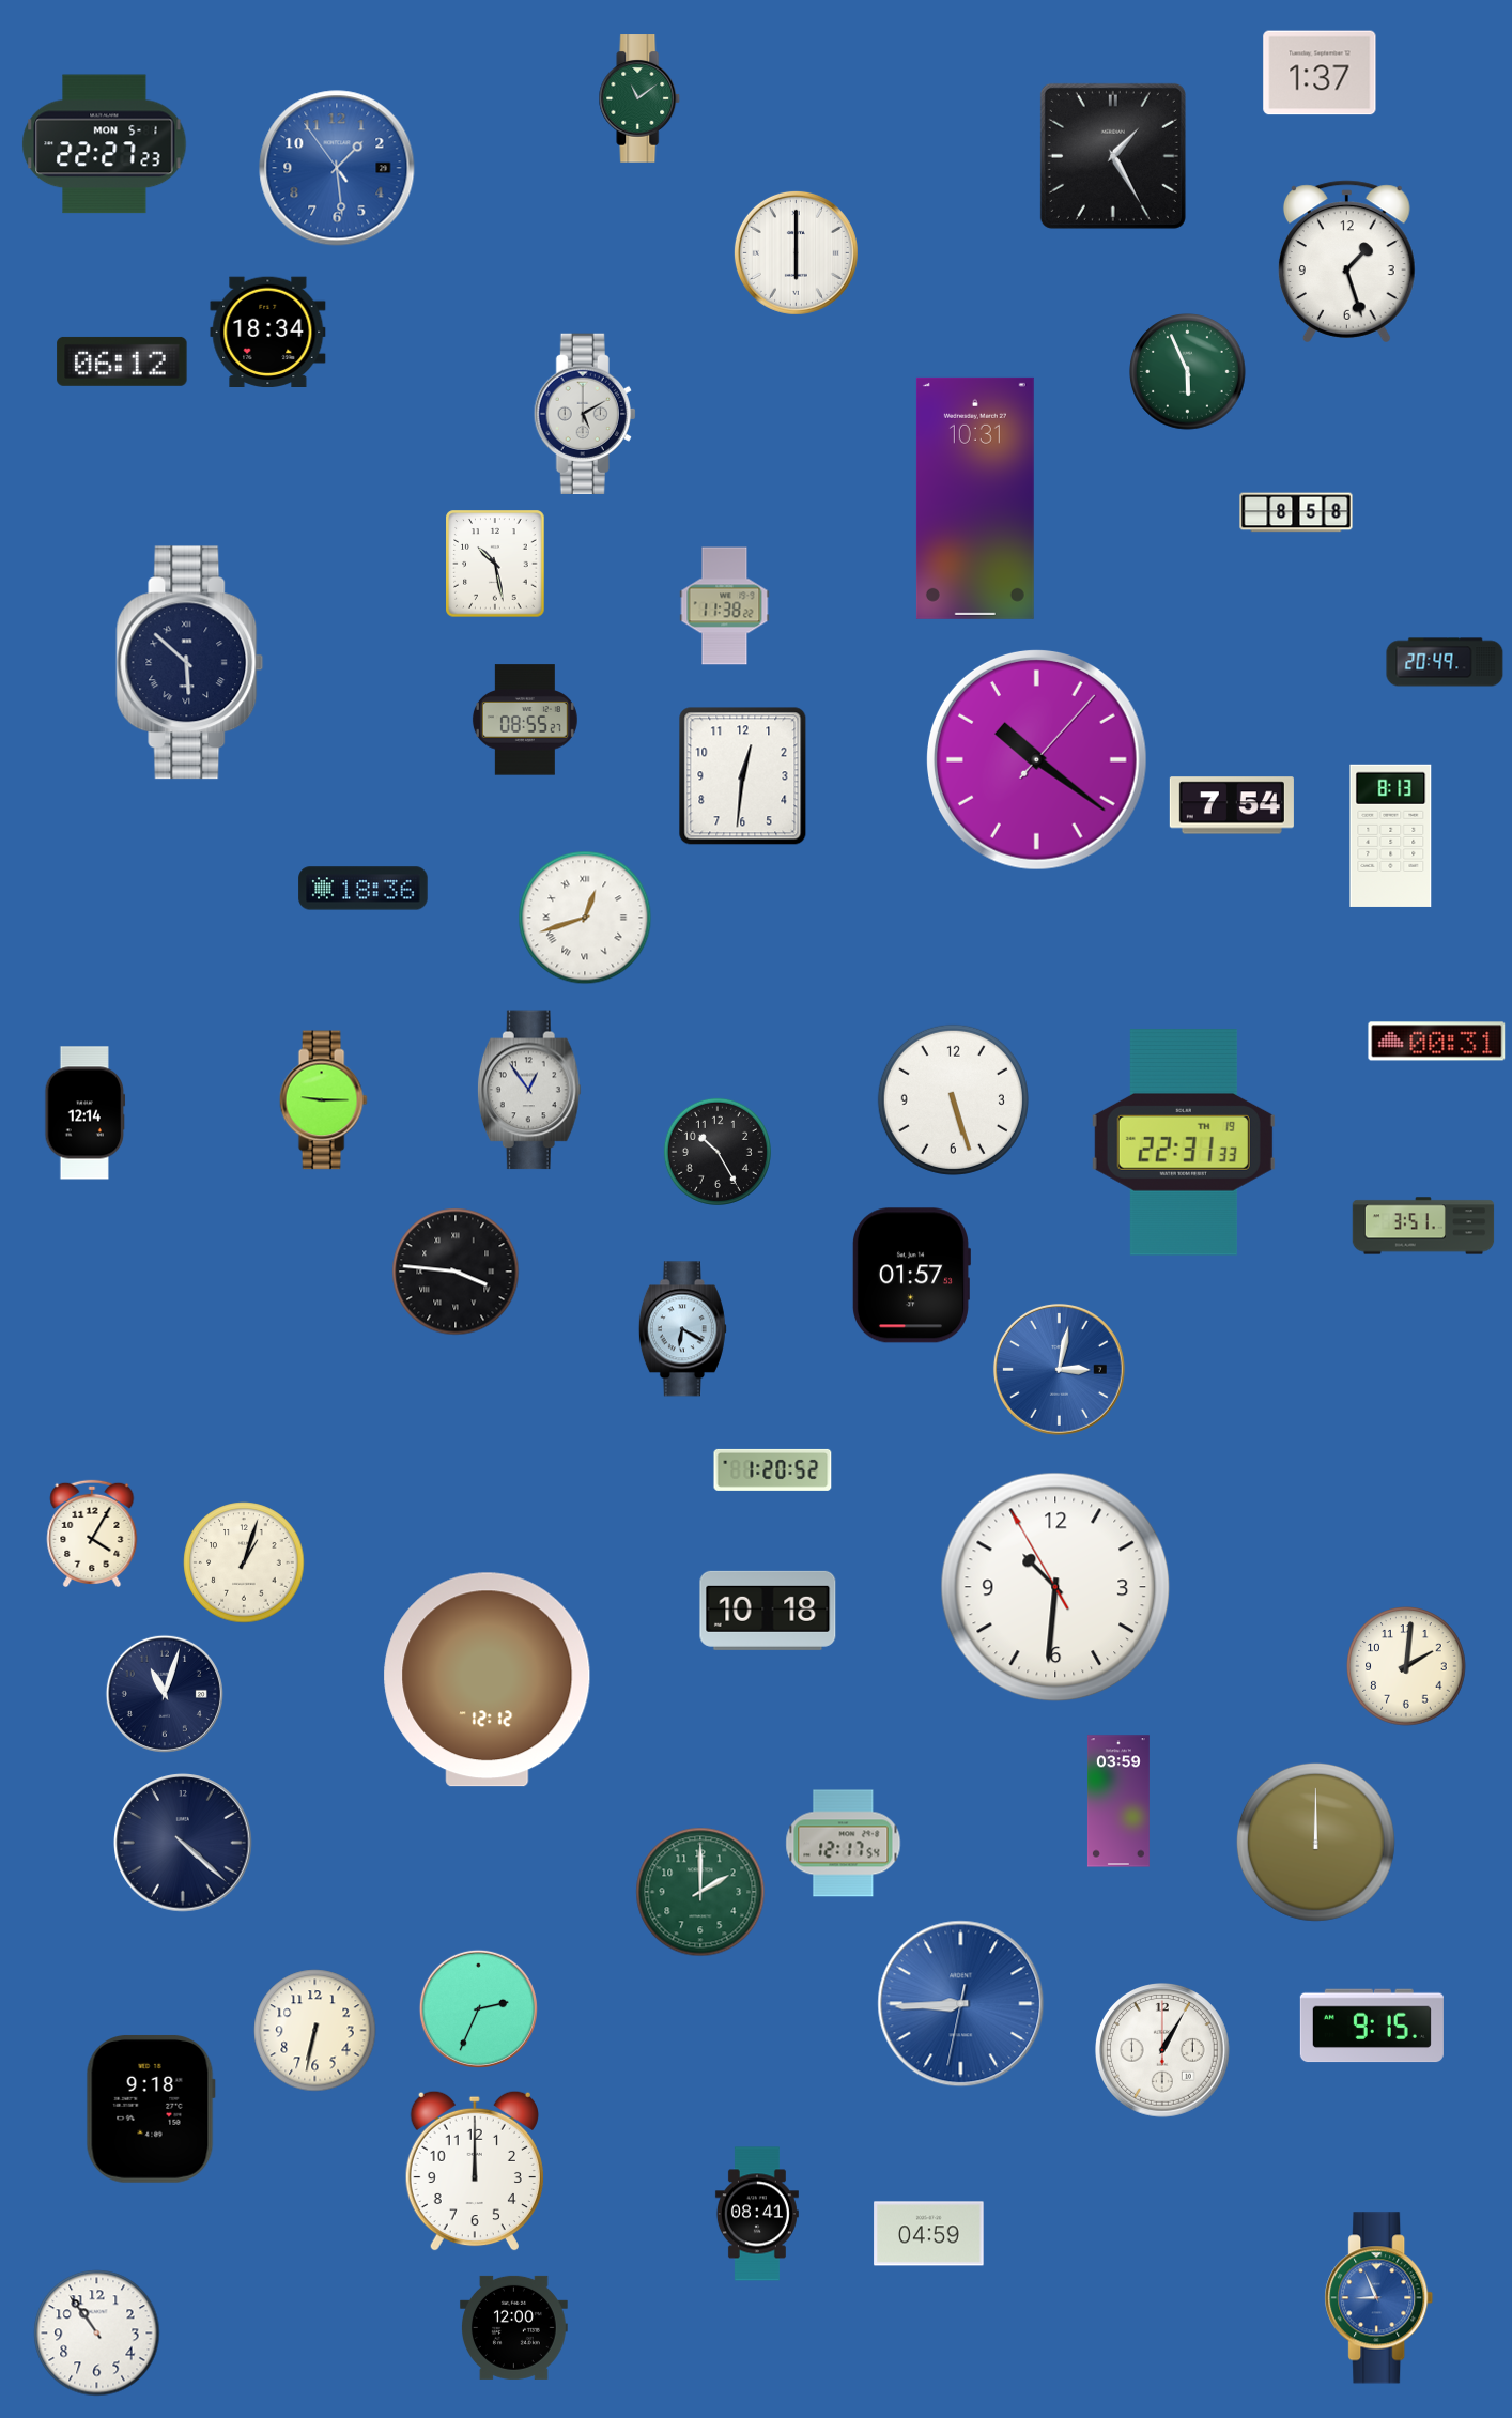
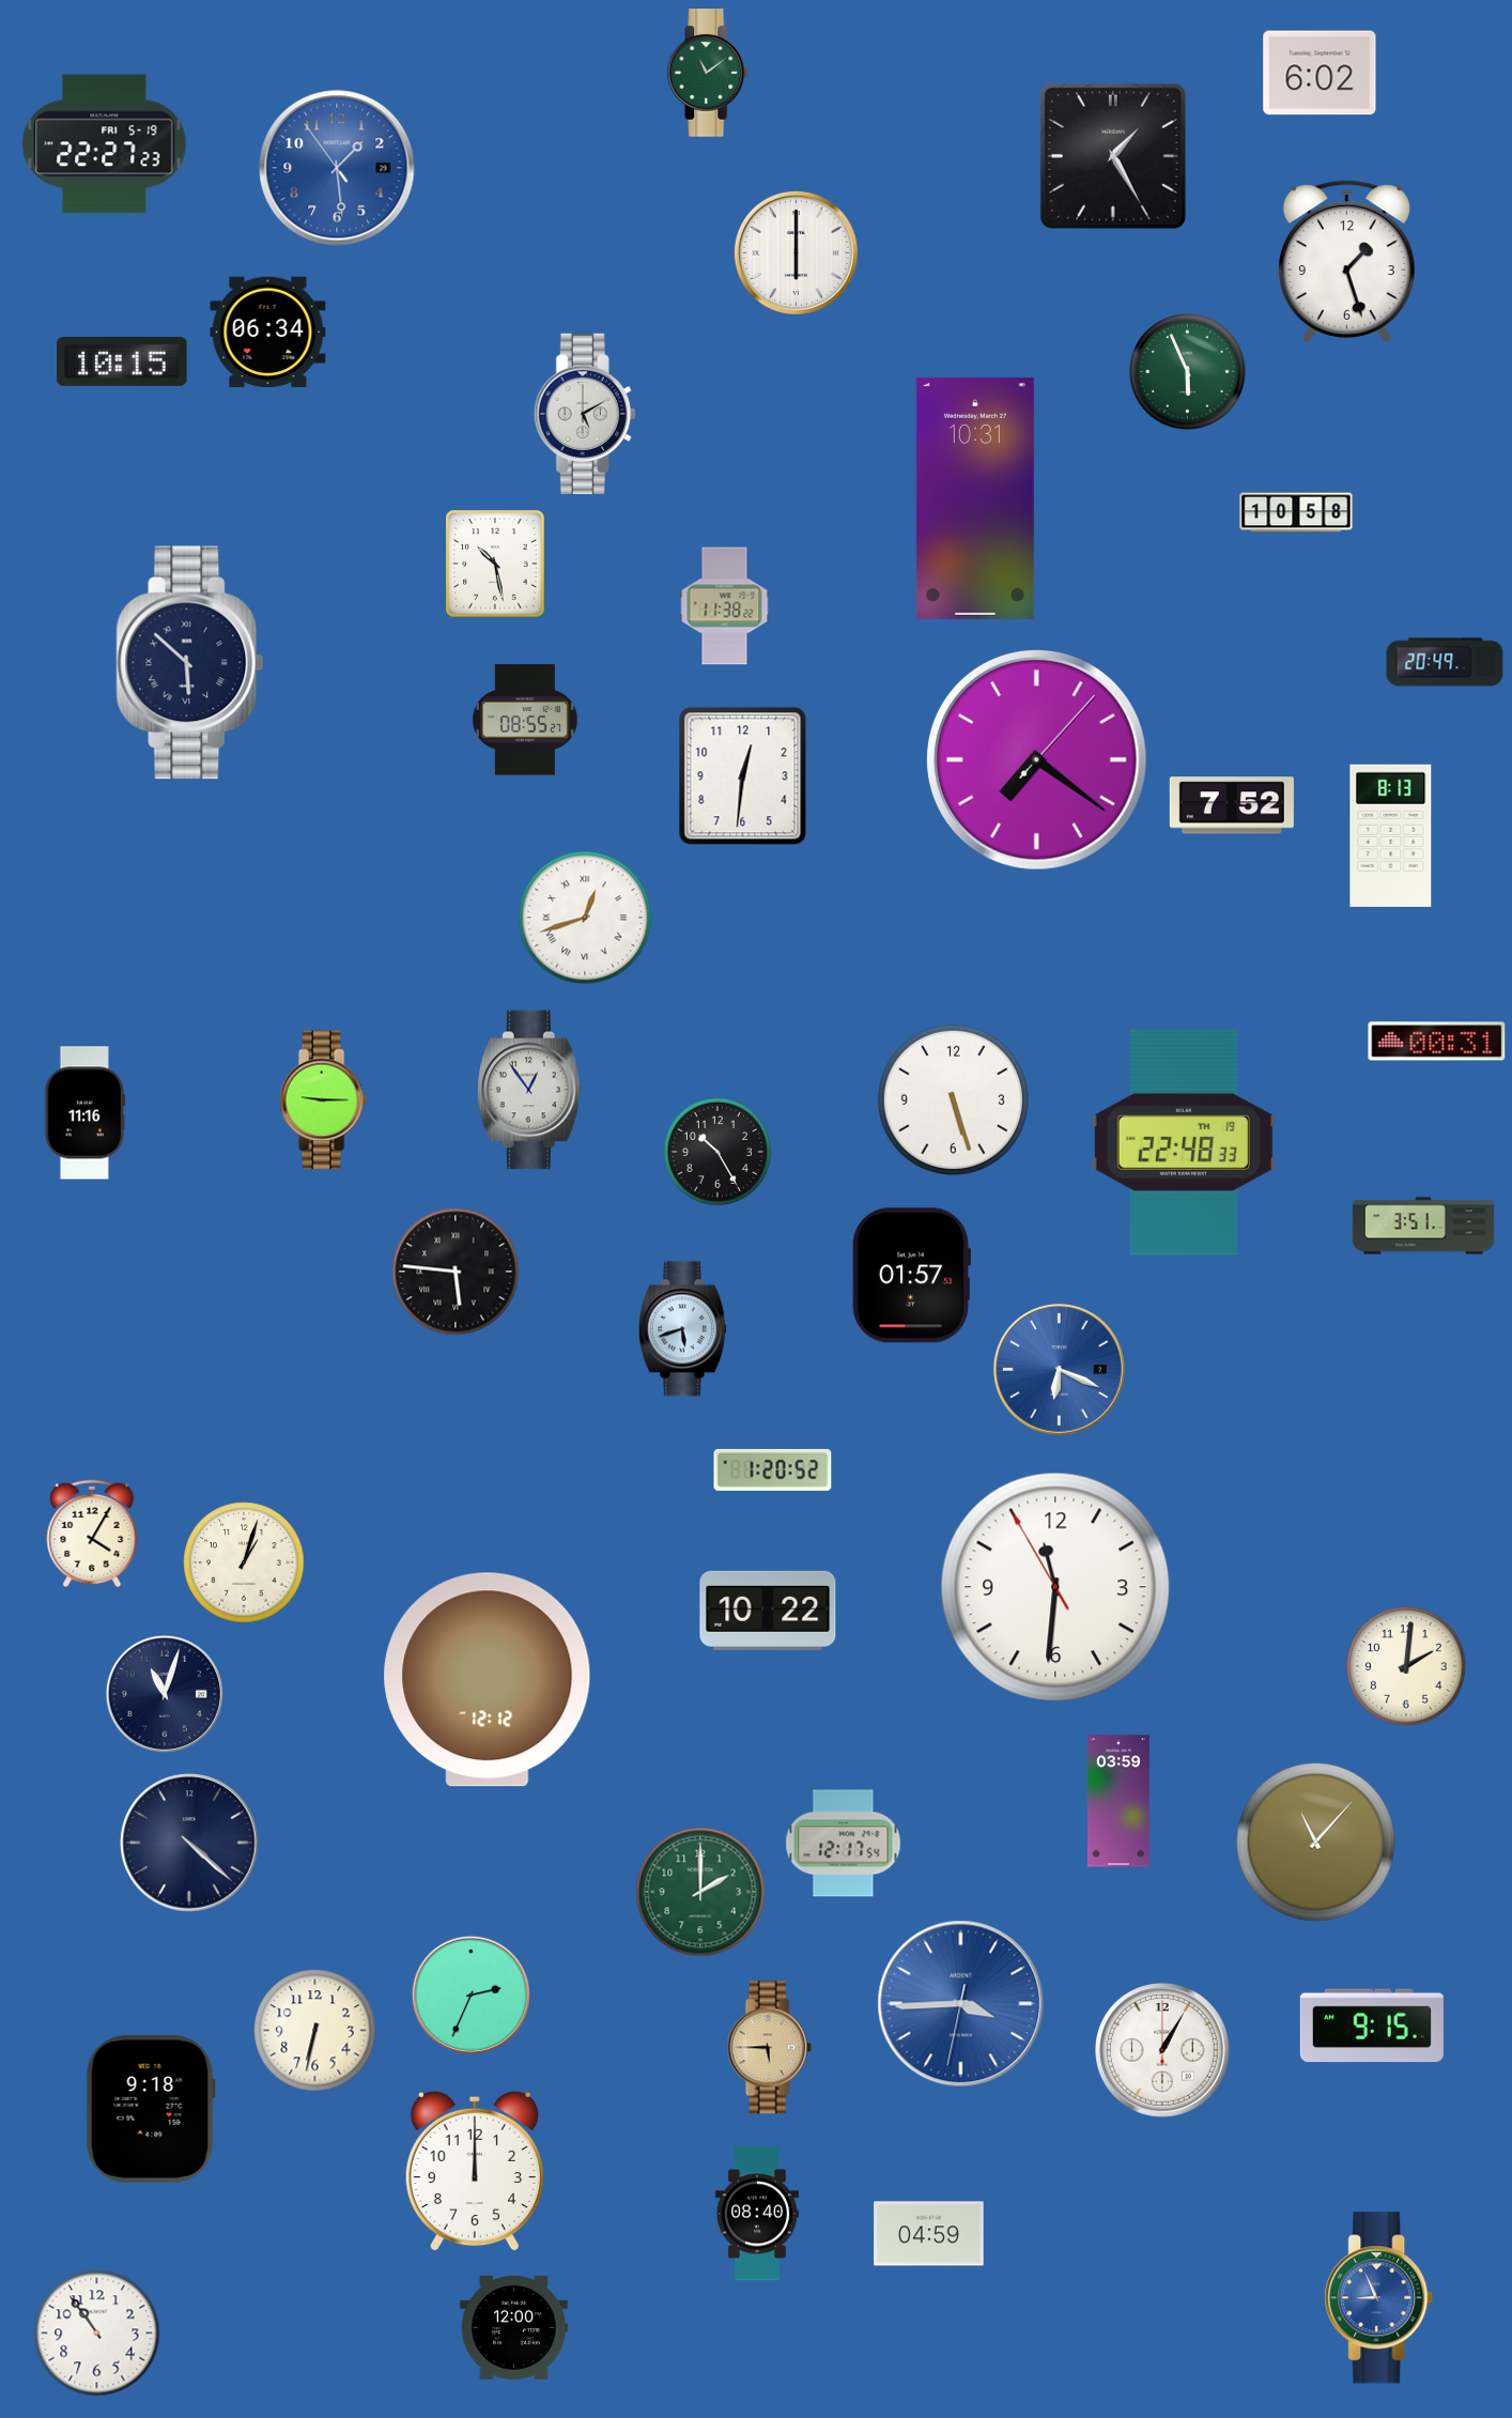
clock at (1320, 73): 1:37 -> 6:02
clock at (639, 98) position: (639, 98) -> (708, 73)
clock at (105, 144) date: MON 5-1 -> FRI 5-19
clock at (268, 333): 18:34 -> 06:34
clock at (122, 361): 06:12 -> 10:15
clock at (1296, 512): 8:58 -> 10:58
clock at (1036, 759): 10:21 -> 7:21
clock at (1232, 805): 7:54 -> 7:52
clock at (364, 889): 18:36 -> none
clock at (86, 1113): 12:14 -> 11:16
clock at (1184, 1142): 22:31 -> 22:48
clock at (456, 1272): 3:46 -> 5:46
clock at (682, 1329): 6:20 -> 5:42
clock at (1059, 1369): 3:02 -> 6:19
clock at (1055, 1587): 10:30 -> 11:30
clock at (768, 1611): 10:18 -> 10:22
clock at (1315, 1842): 12:00 -> 11:07
clock at (183, 1843) position: (183, 1843) -> (189, 1843)
clock at (961, 2004): 8:44 -> 3:44
clock at (478, 2008) position: (478, 2008) -> (470, 1995)
clock at (769, 2048): none -> 5:45
clock at (757, 2214): 08:41 -> 08:40
